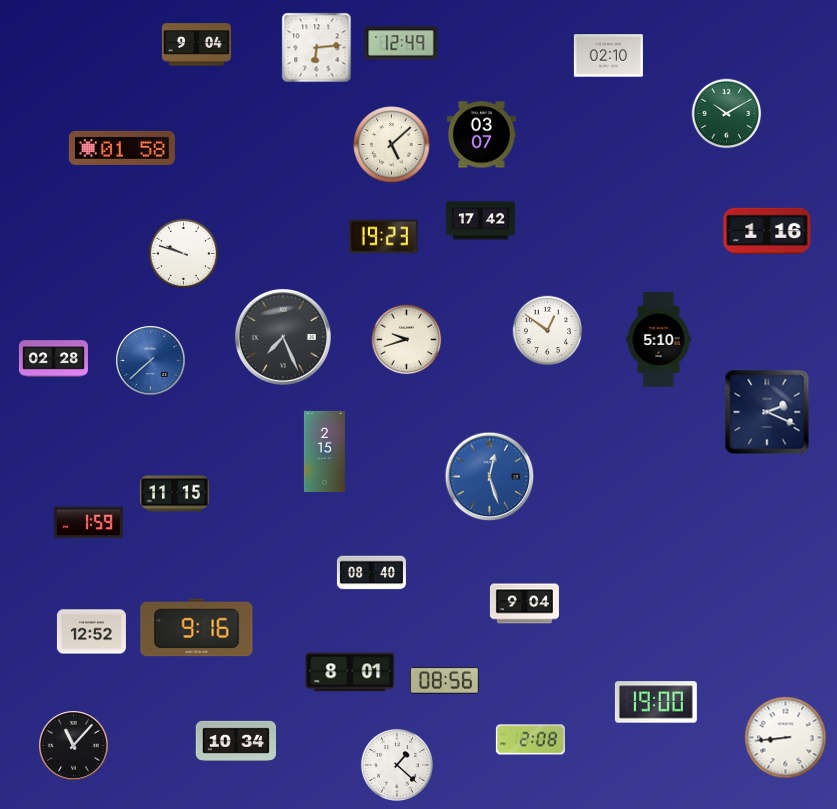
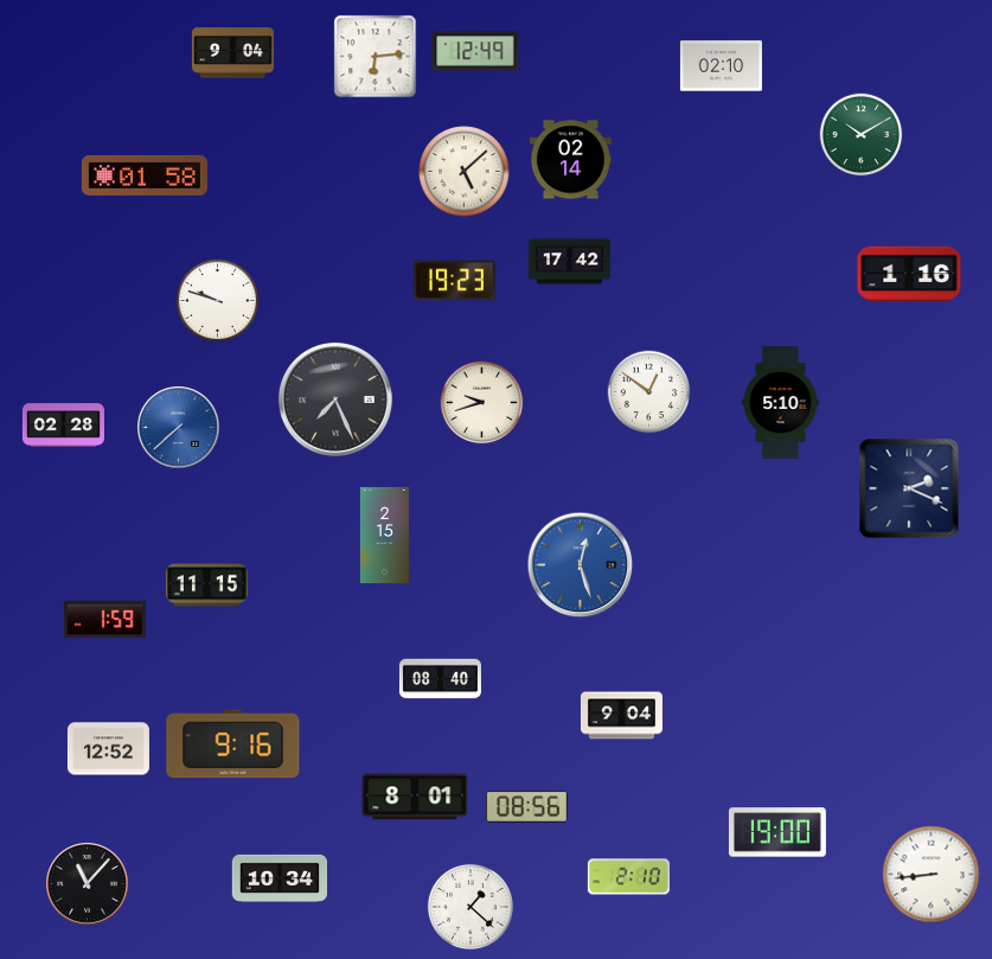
clock at (481, 135): 03:07 -> 02:14
clock at (530, 740): 2:08 -> 2:10
